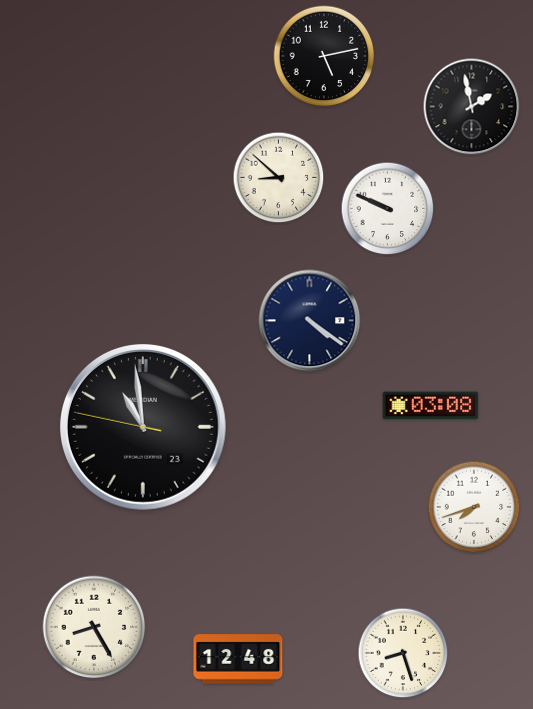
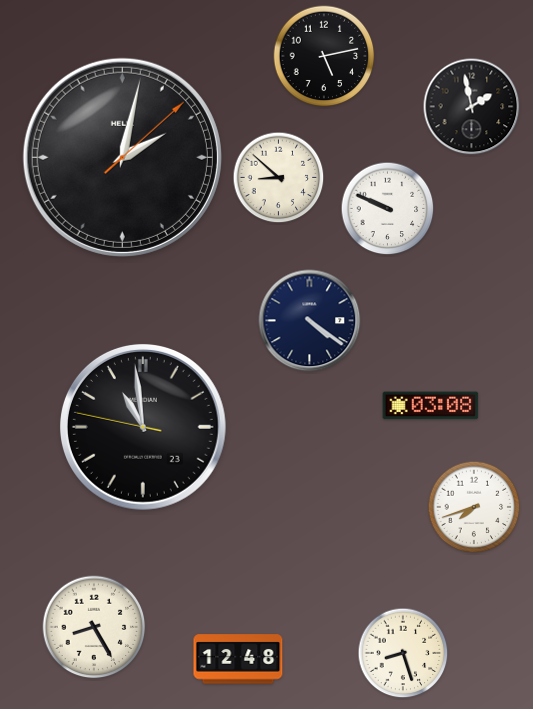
clock at (122, 157): none -> 2:02
